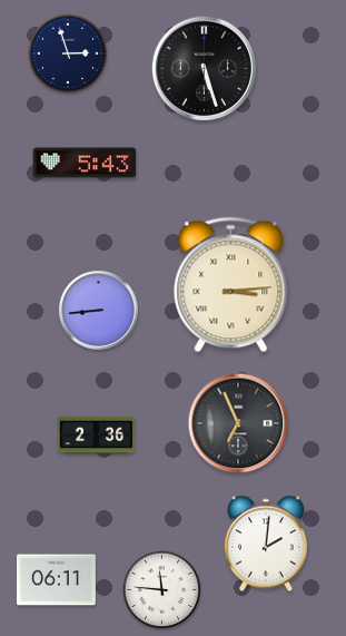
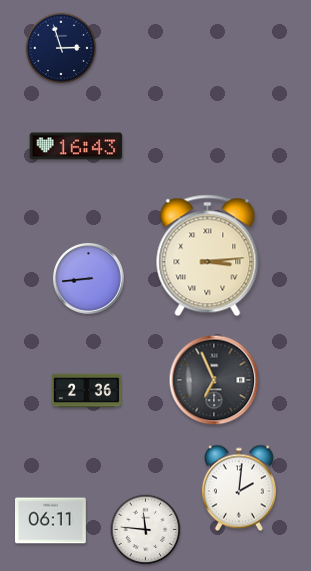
clock at (204, 68): 5:27 -> none
clock at (85, 163): 5:43 -> 16:43
